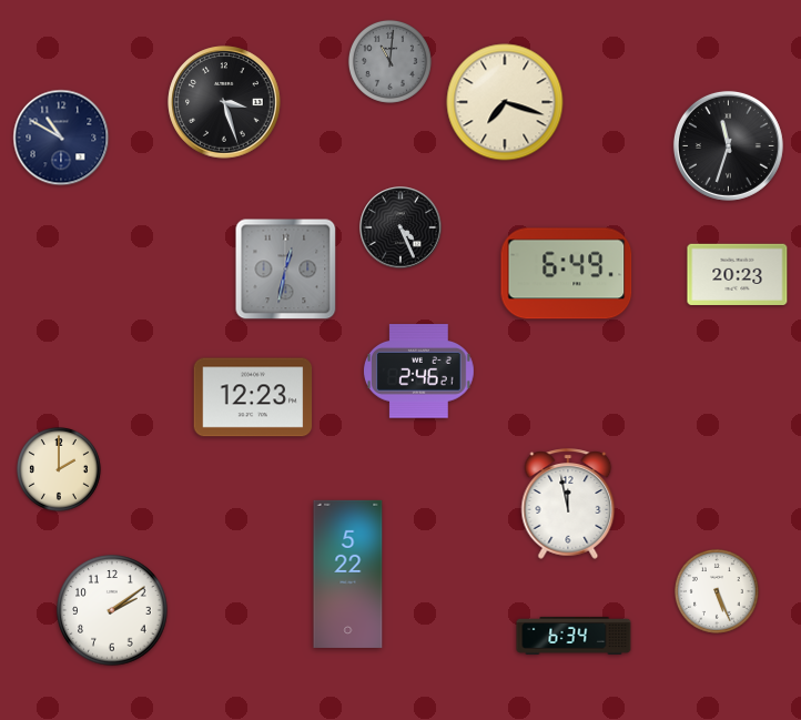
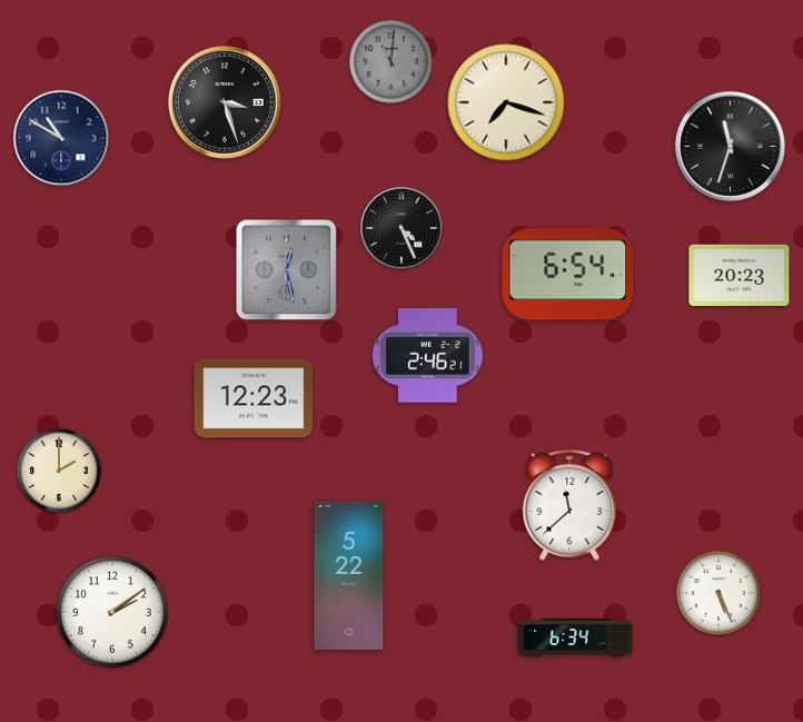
clock at (286, 270): 12:32 -> 12:28
clock at (567, 274): 6:49 -> 6:54
clock at (419, 372) position: (419, 372) -> (428, 356)
clock at (568, 504): 11:58 -> 11:38
